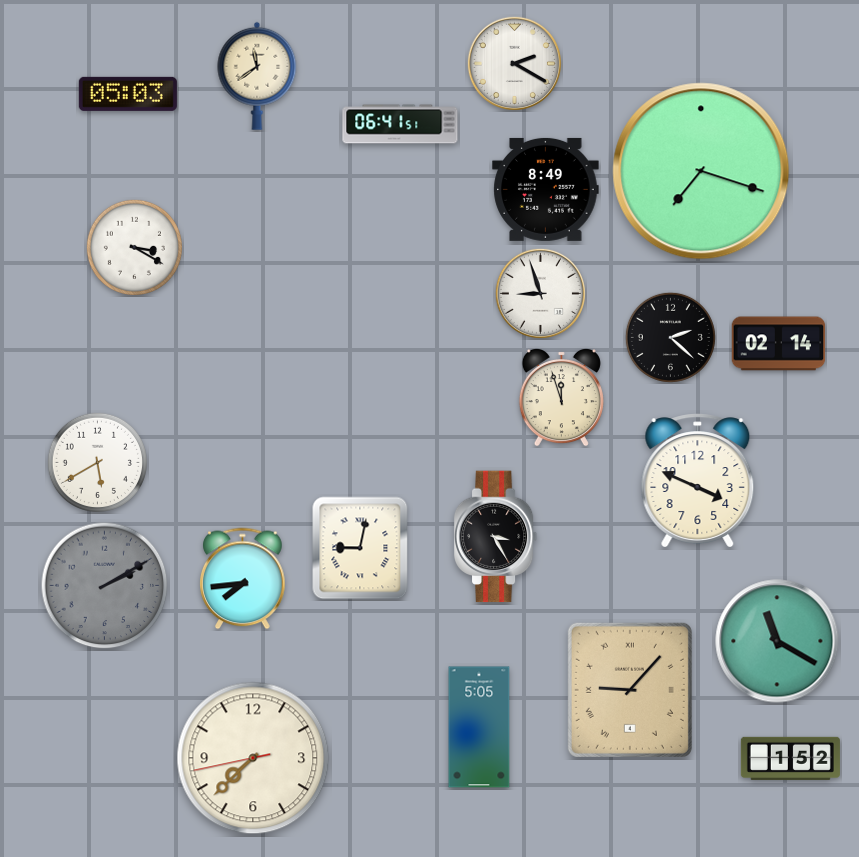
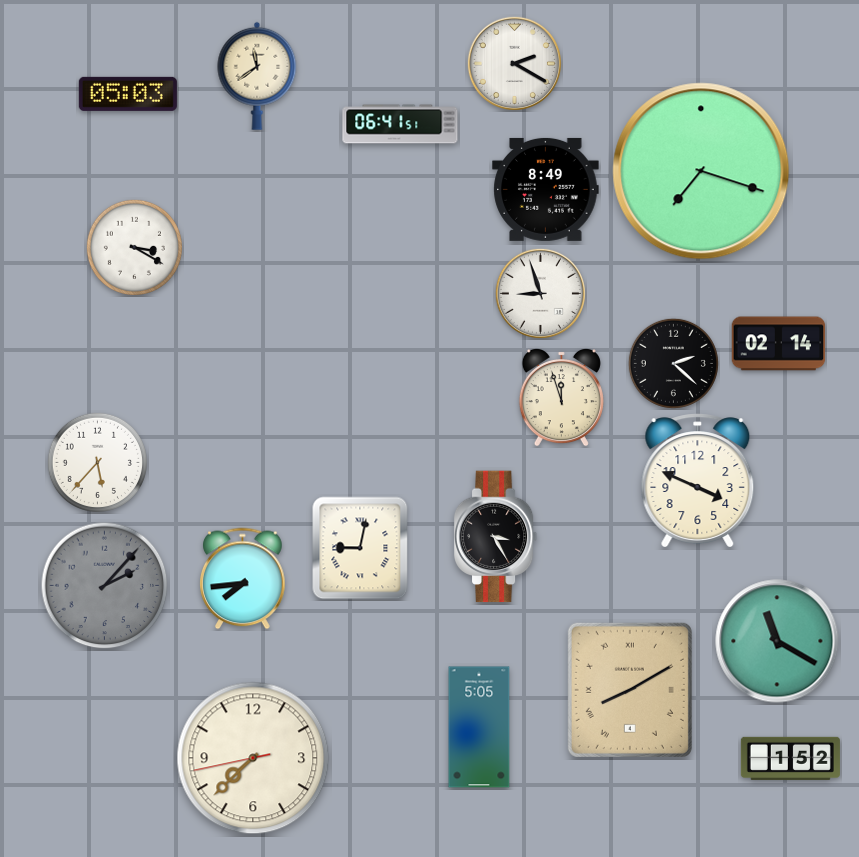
clock at (670, 337) position: (670, 337) -> (673, 363)
clock at (97, 462): 5:40 -> 5:37
clock at (105, 586): 2:10 -> 2:07
clock at (630, 690): 9:07 -> 8:10
